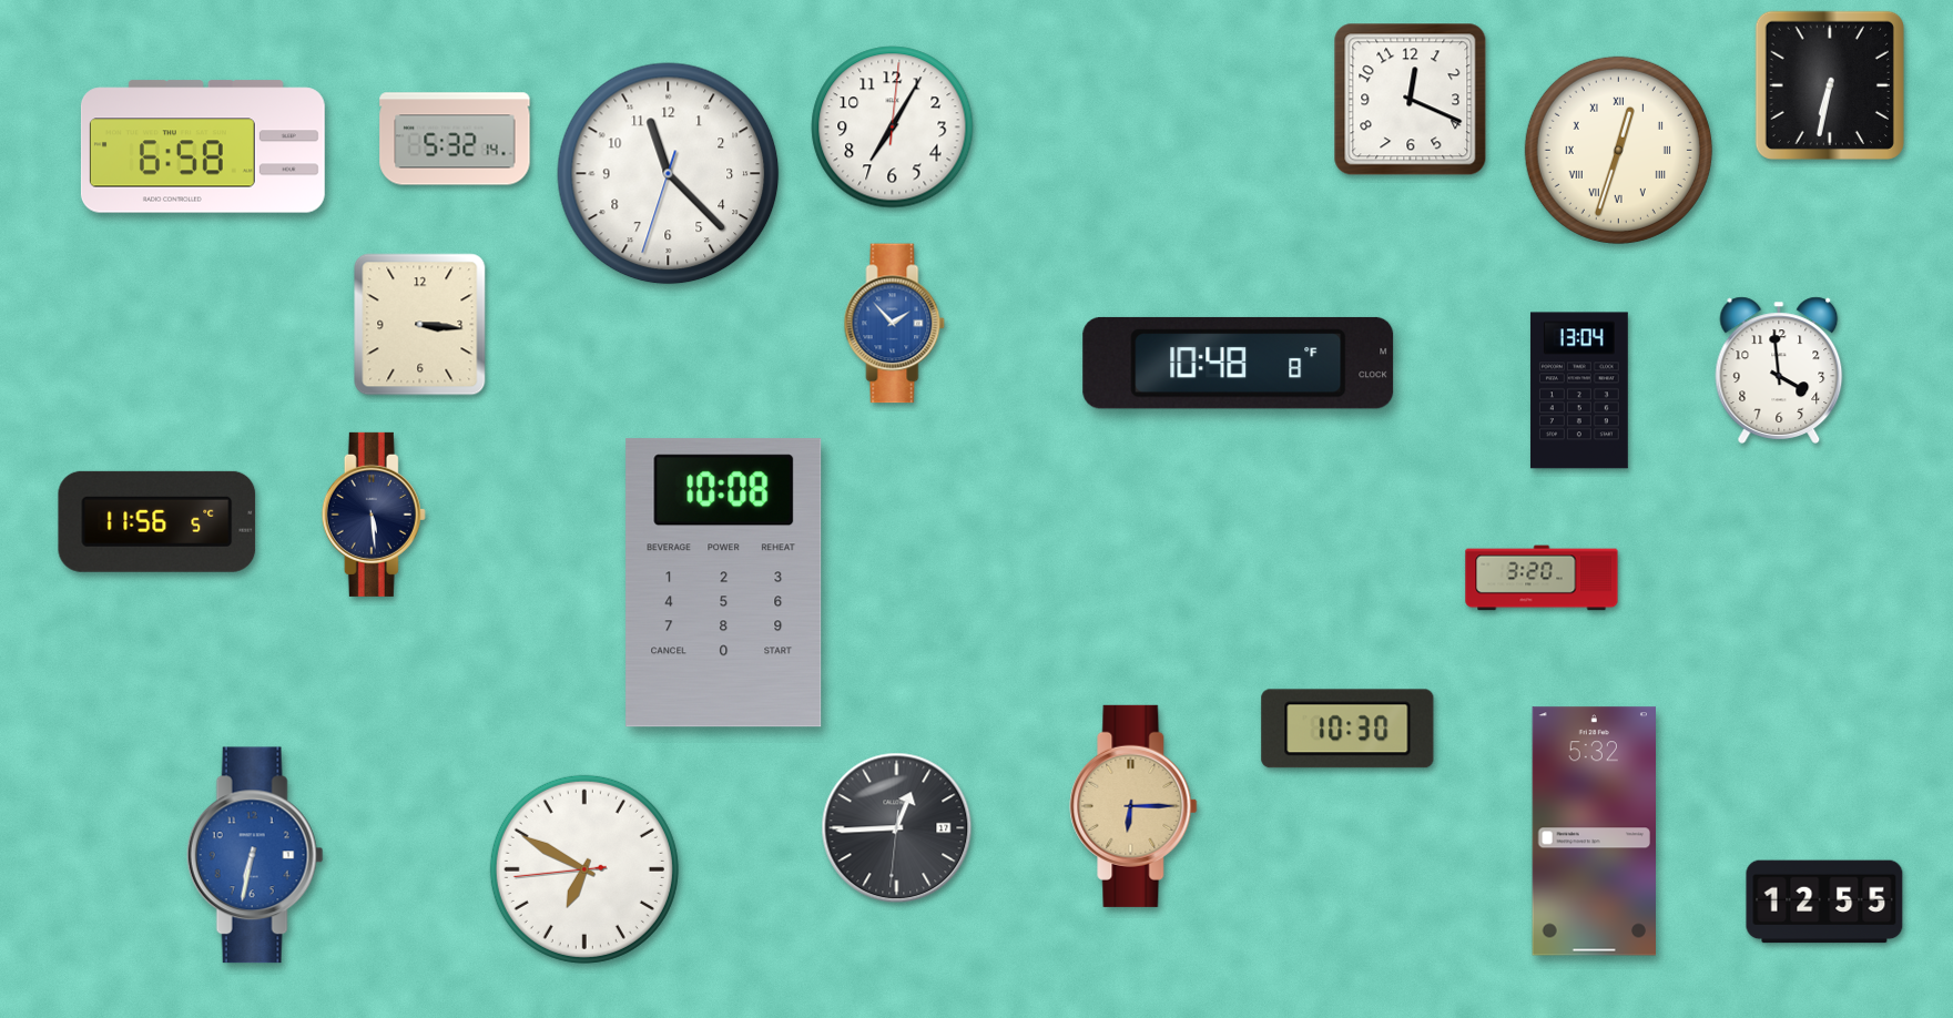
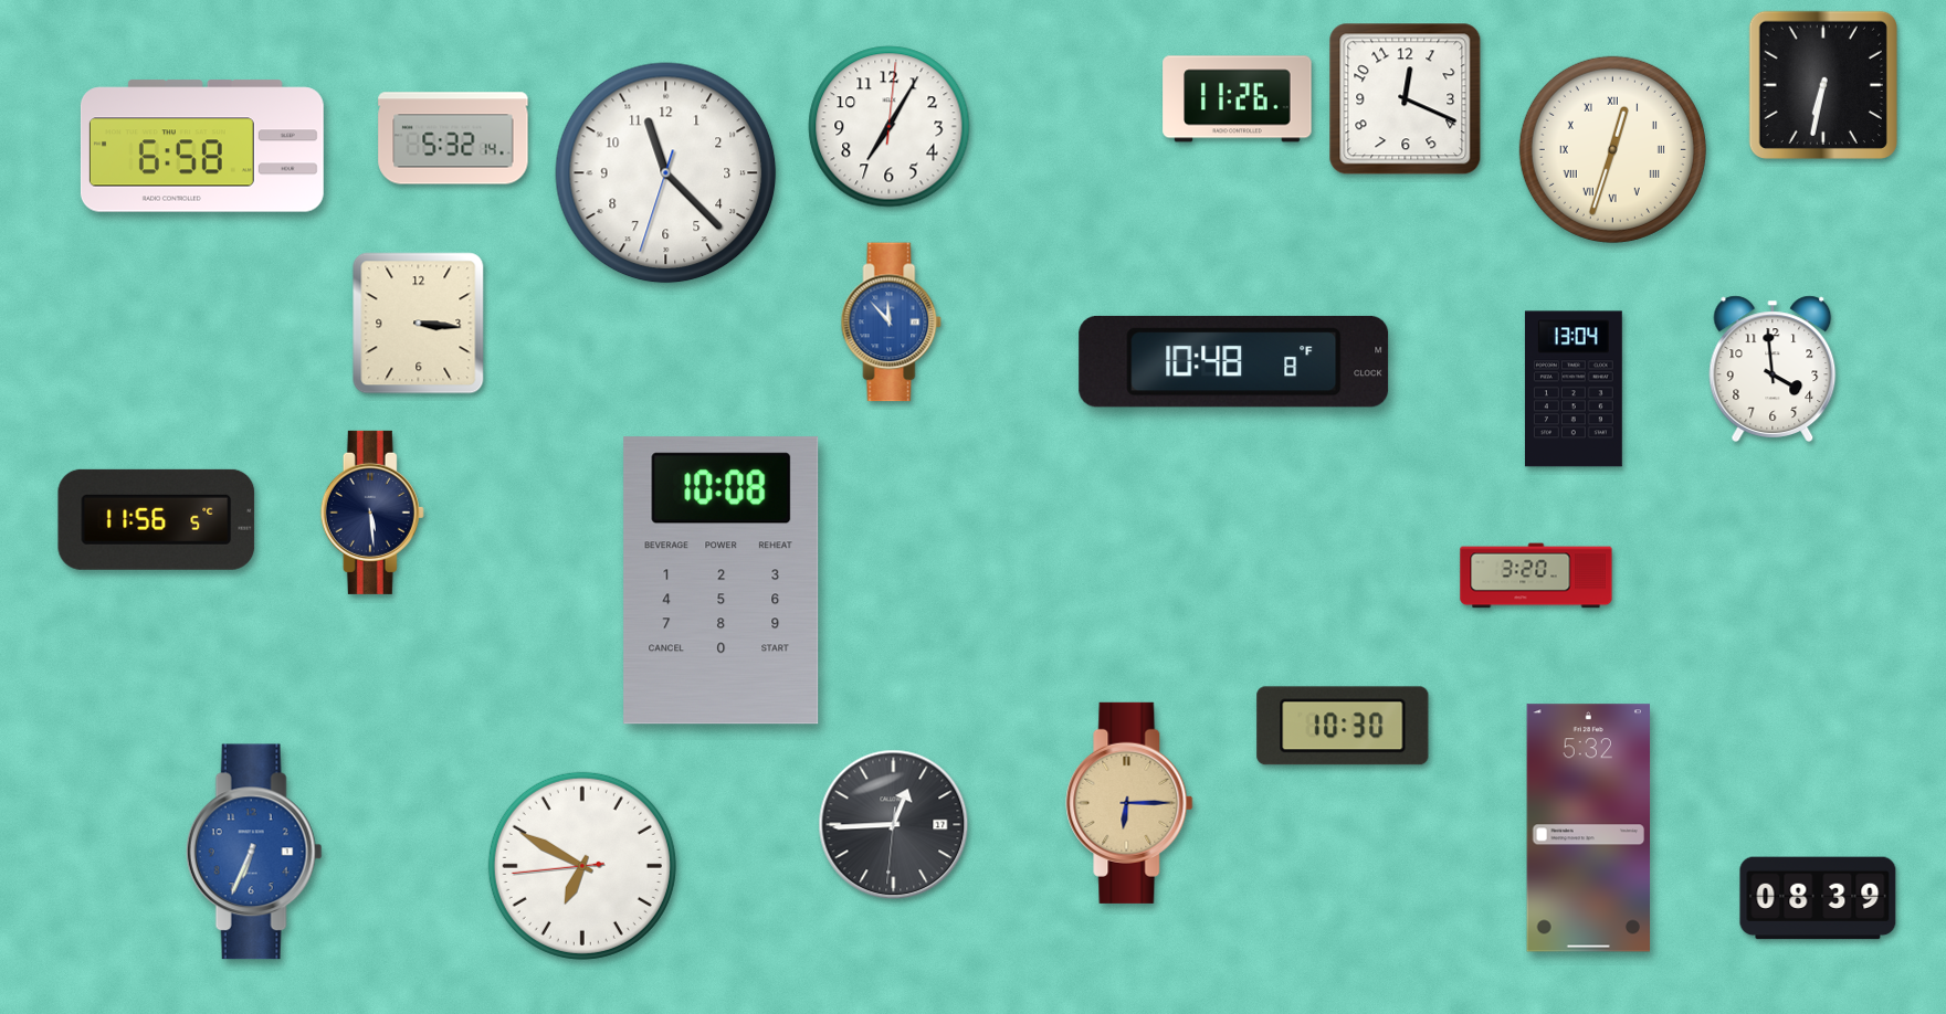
clock at (1238, 99): none -> 11:26
clock at (895, 324): 1:53 -> 11:53
clock at (255, 855): 6:32 -> 6:34
clock at (1824, 902): 12:55 -> 08:39
